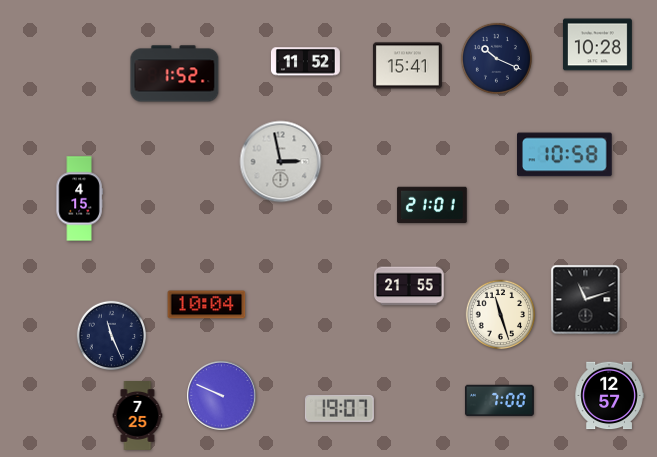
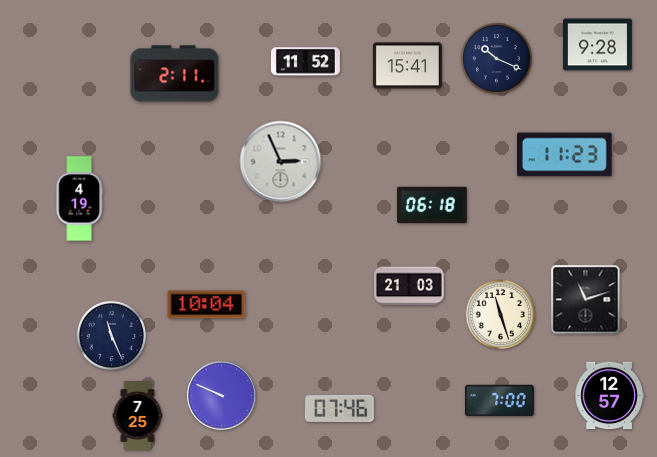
clock at (597, 45): 10:28 -> 9:28
clock at (175, 74): 1:52 -> 2:11
clock at (565, 155): 10:58 -> 11:23
clock at (281, 162): 2:58 -> 2:56
clock at (79, 199): 4:15 -> 4:19
clock at (432, 205): 21:01 -> 06:18
clock at (409, 286): 21:55 -> 21:03
clock at (339, 408): 19:07 -> 07:46
